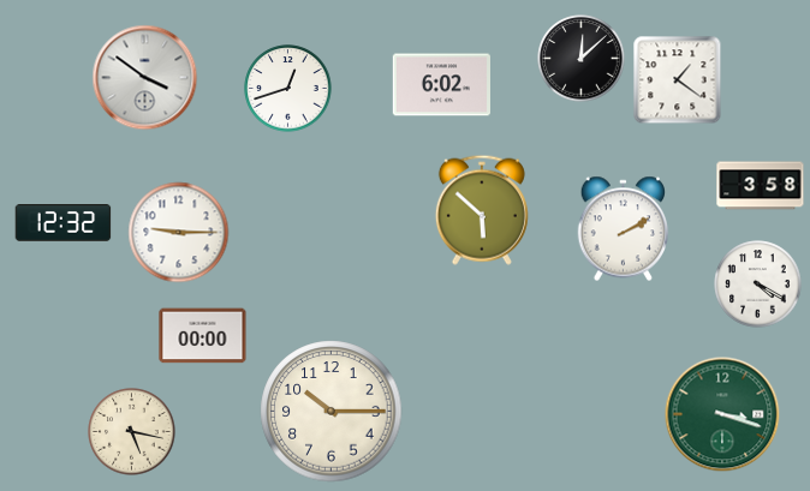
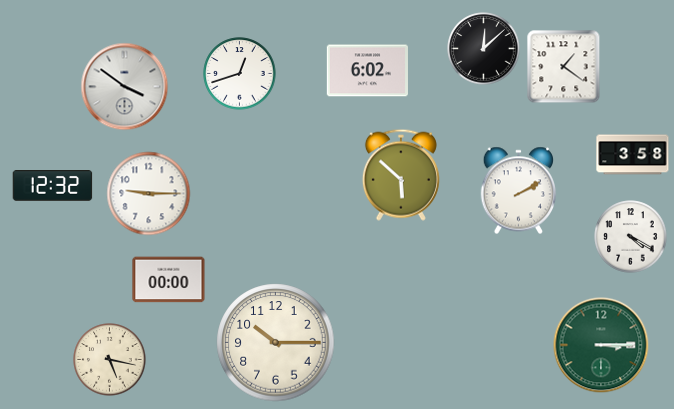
clock at (145, 78) position: (145, 78) -> (125, 87)
clock at (722, 414): 3:18 -> 3:15
